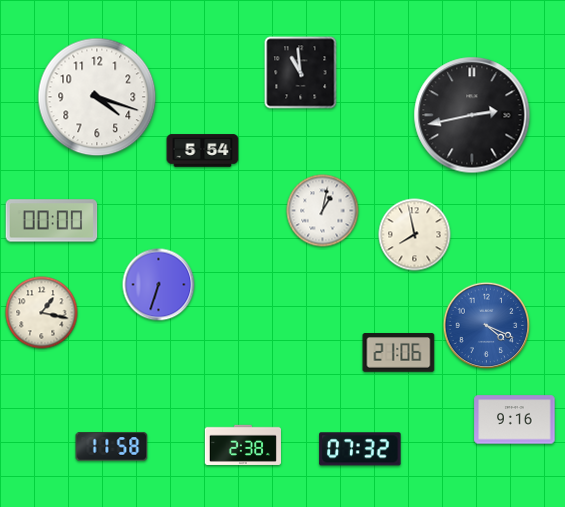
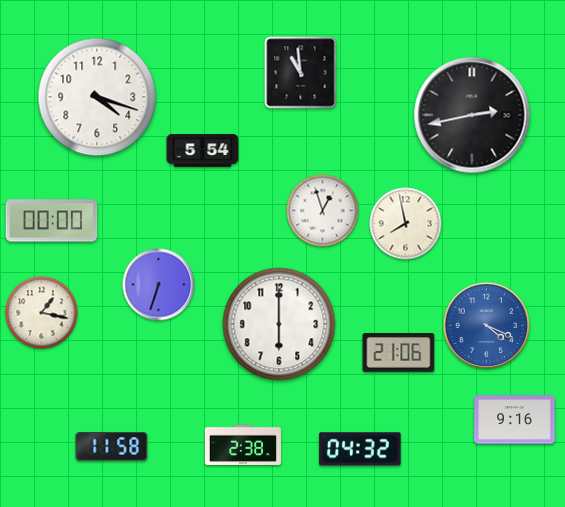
clock at (323, 211): 1:02 -> 12:57
clock at (415, 235) position: (415, 235) -> (406, 224)
clock at (279, 324): none -> 6:00
clock at (360, 449): 07:32 -> 04:32
